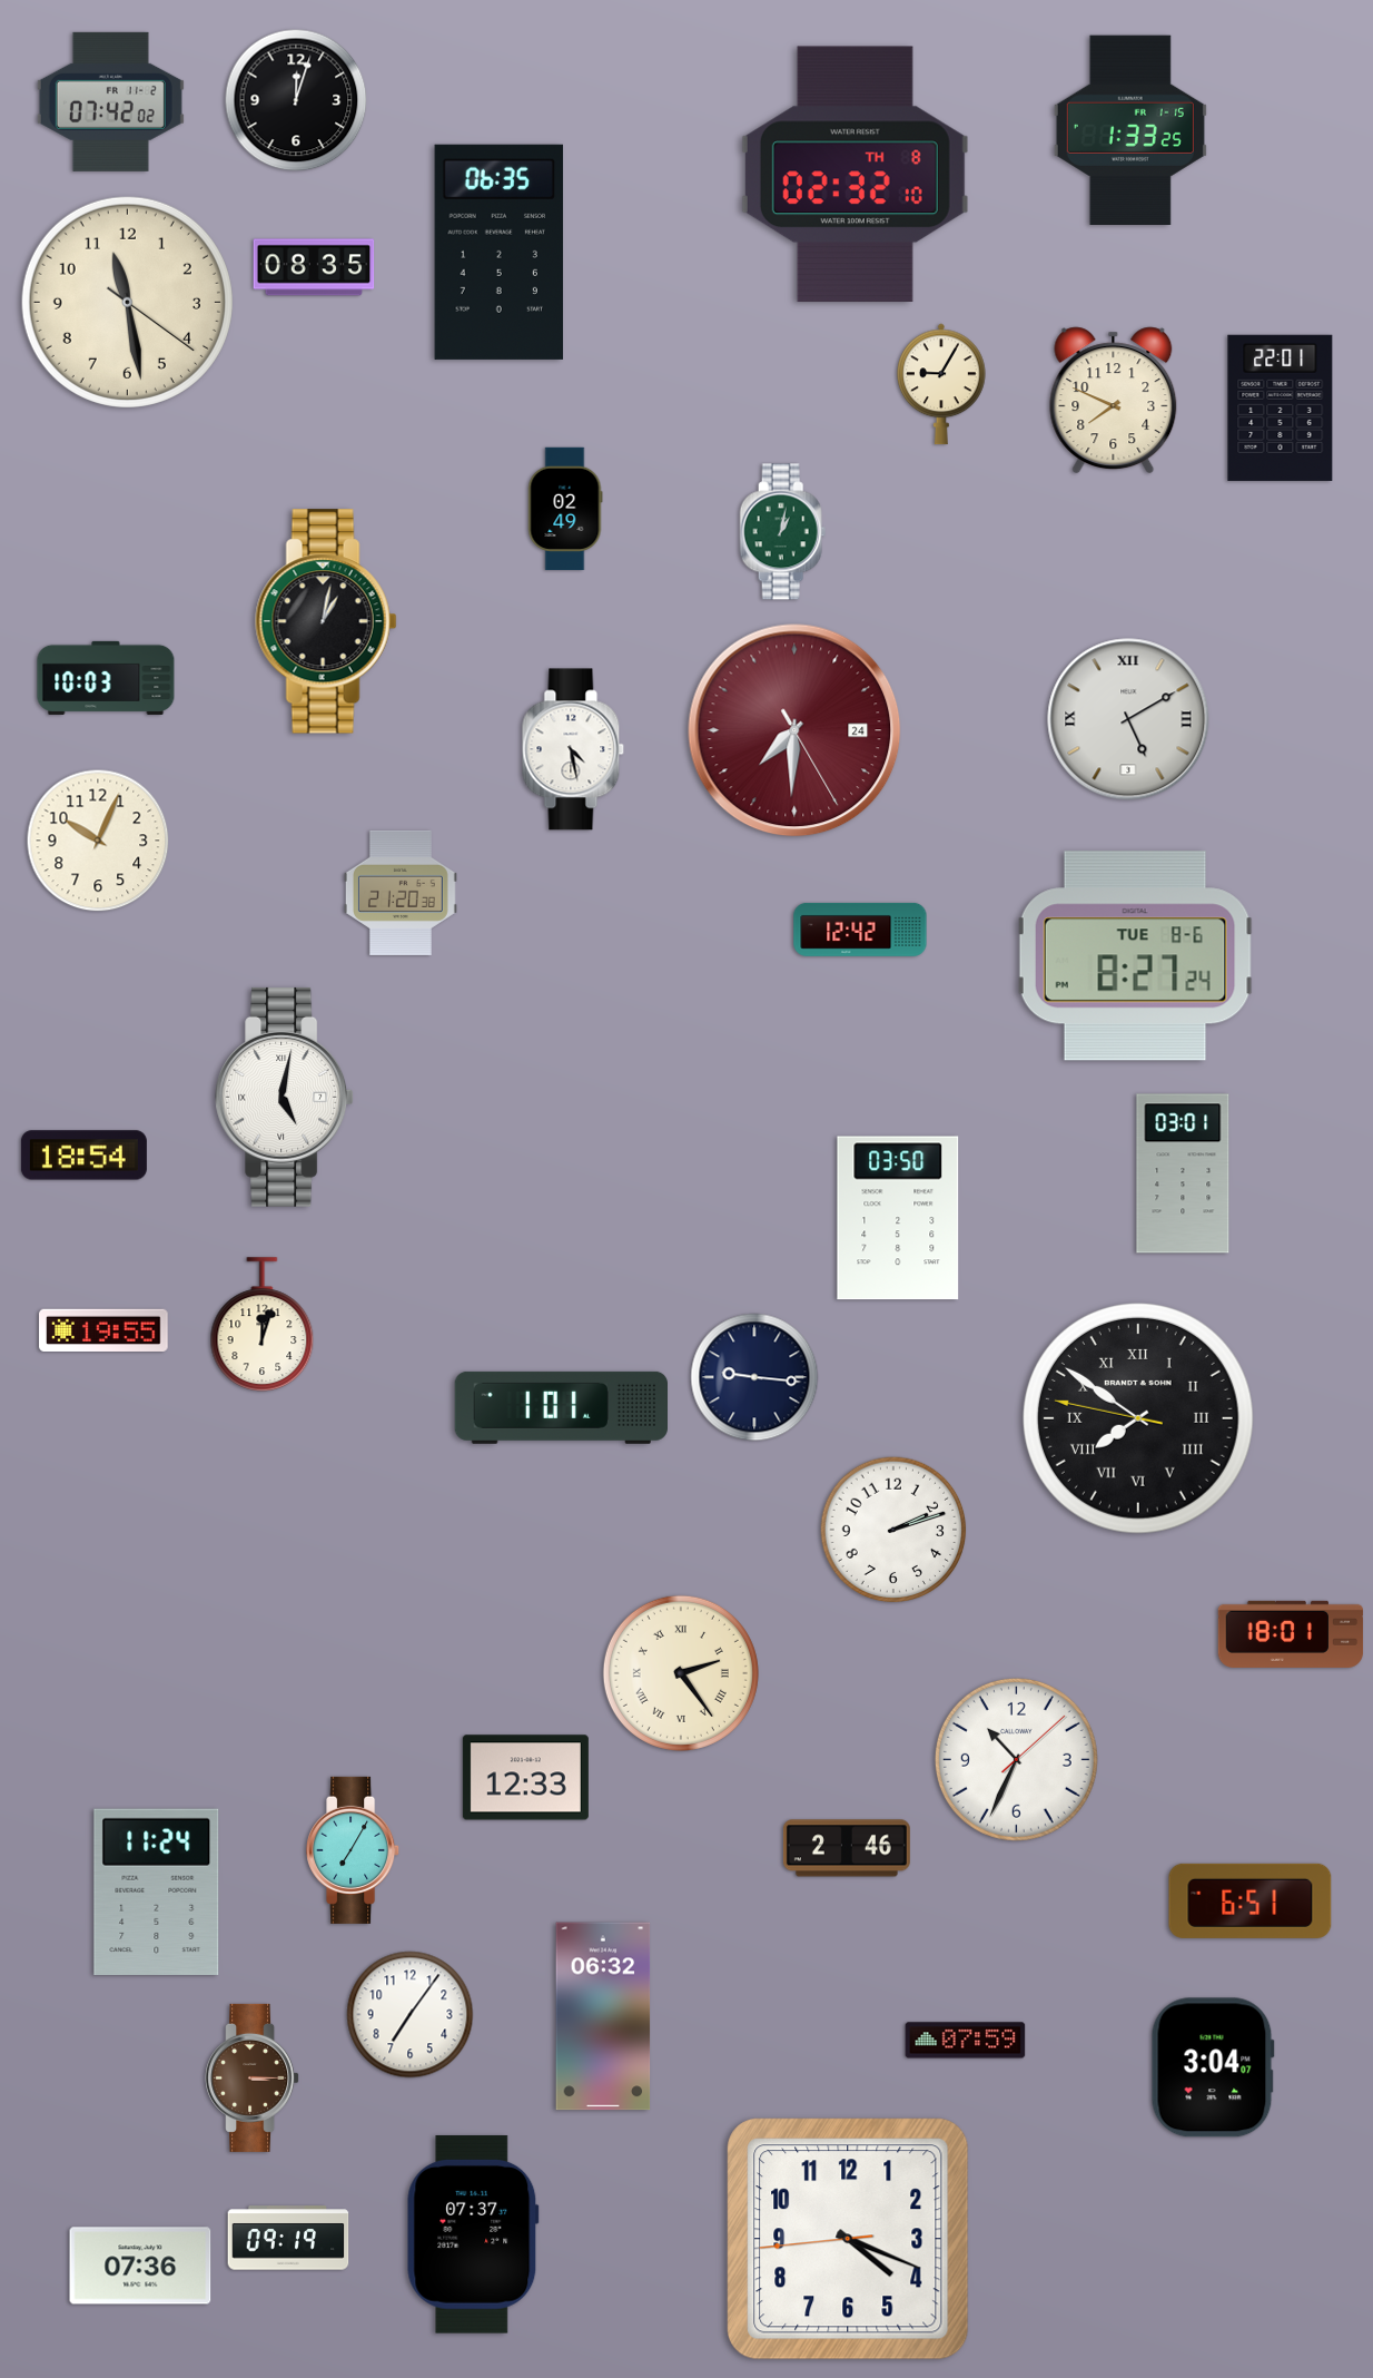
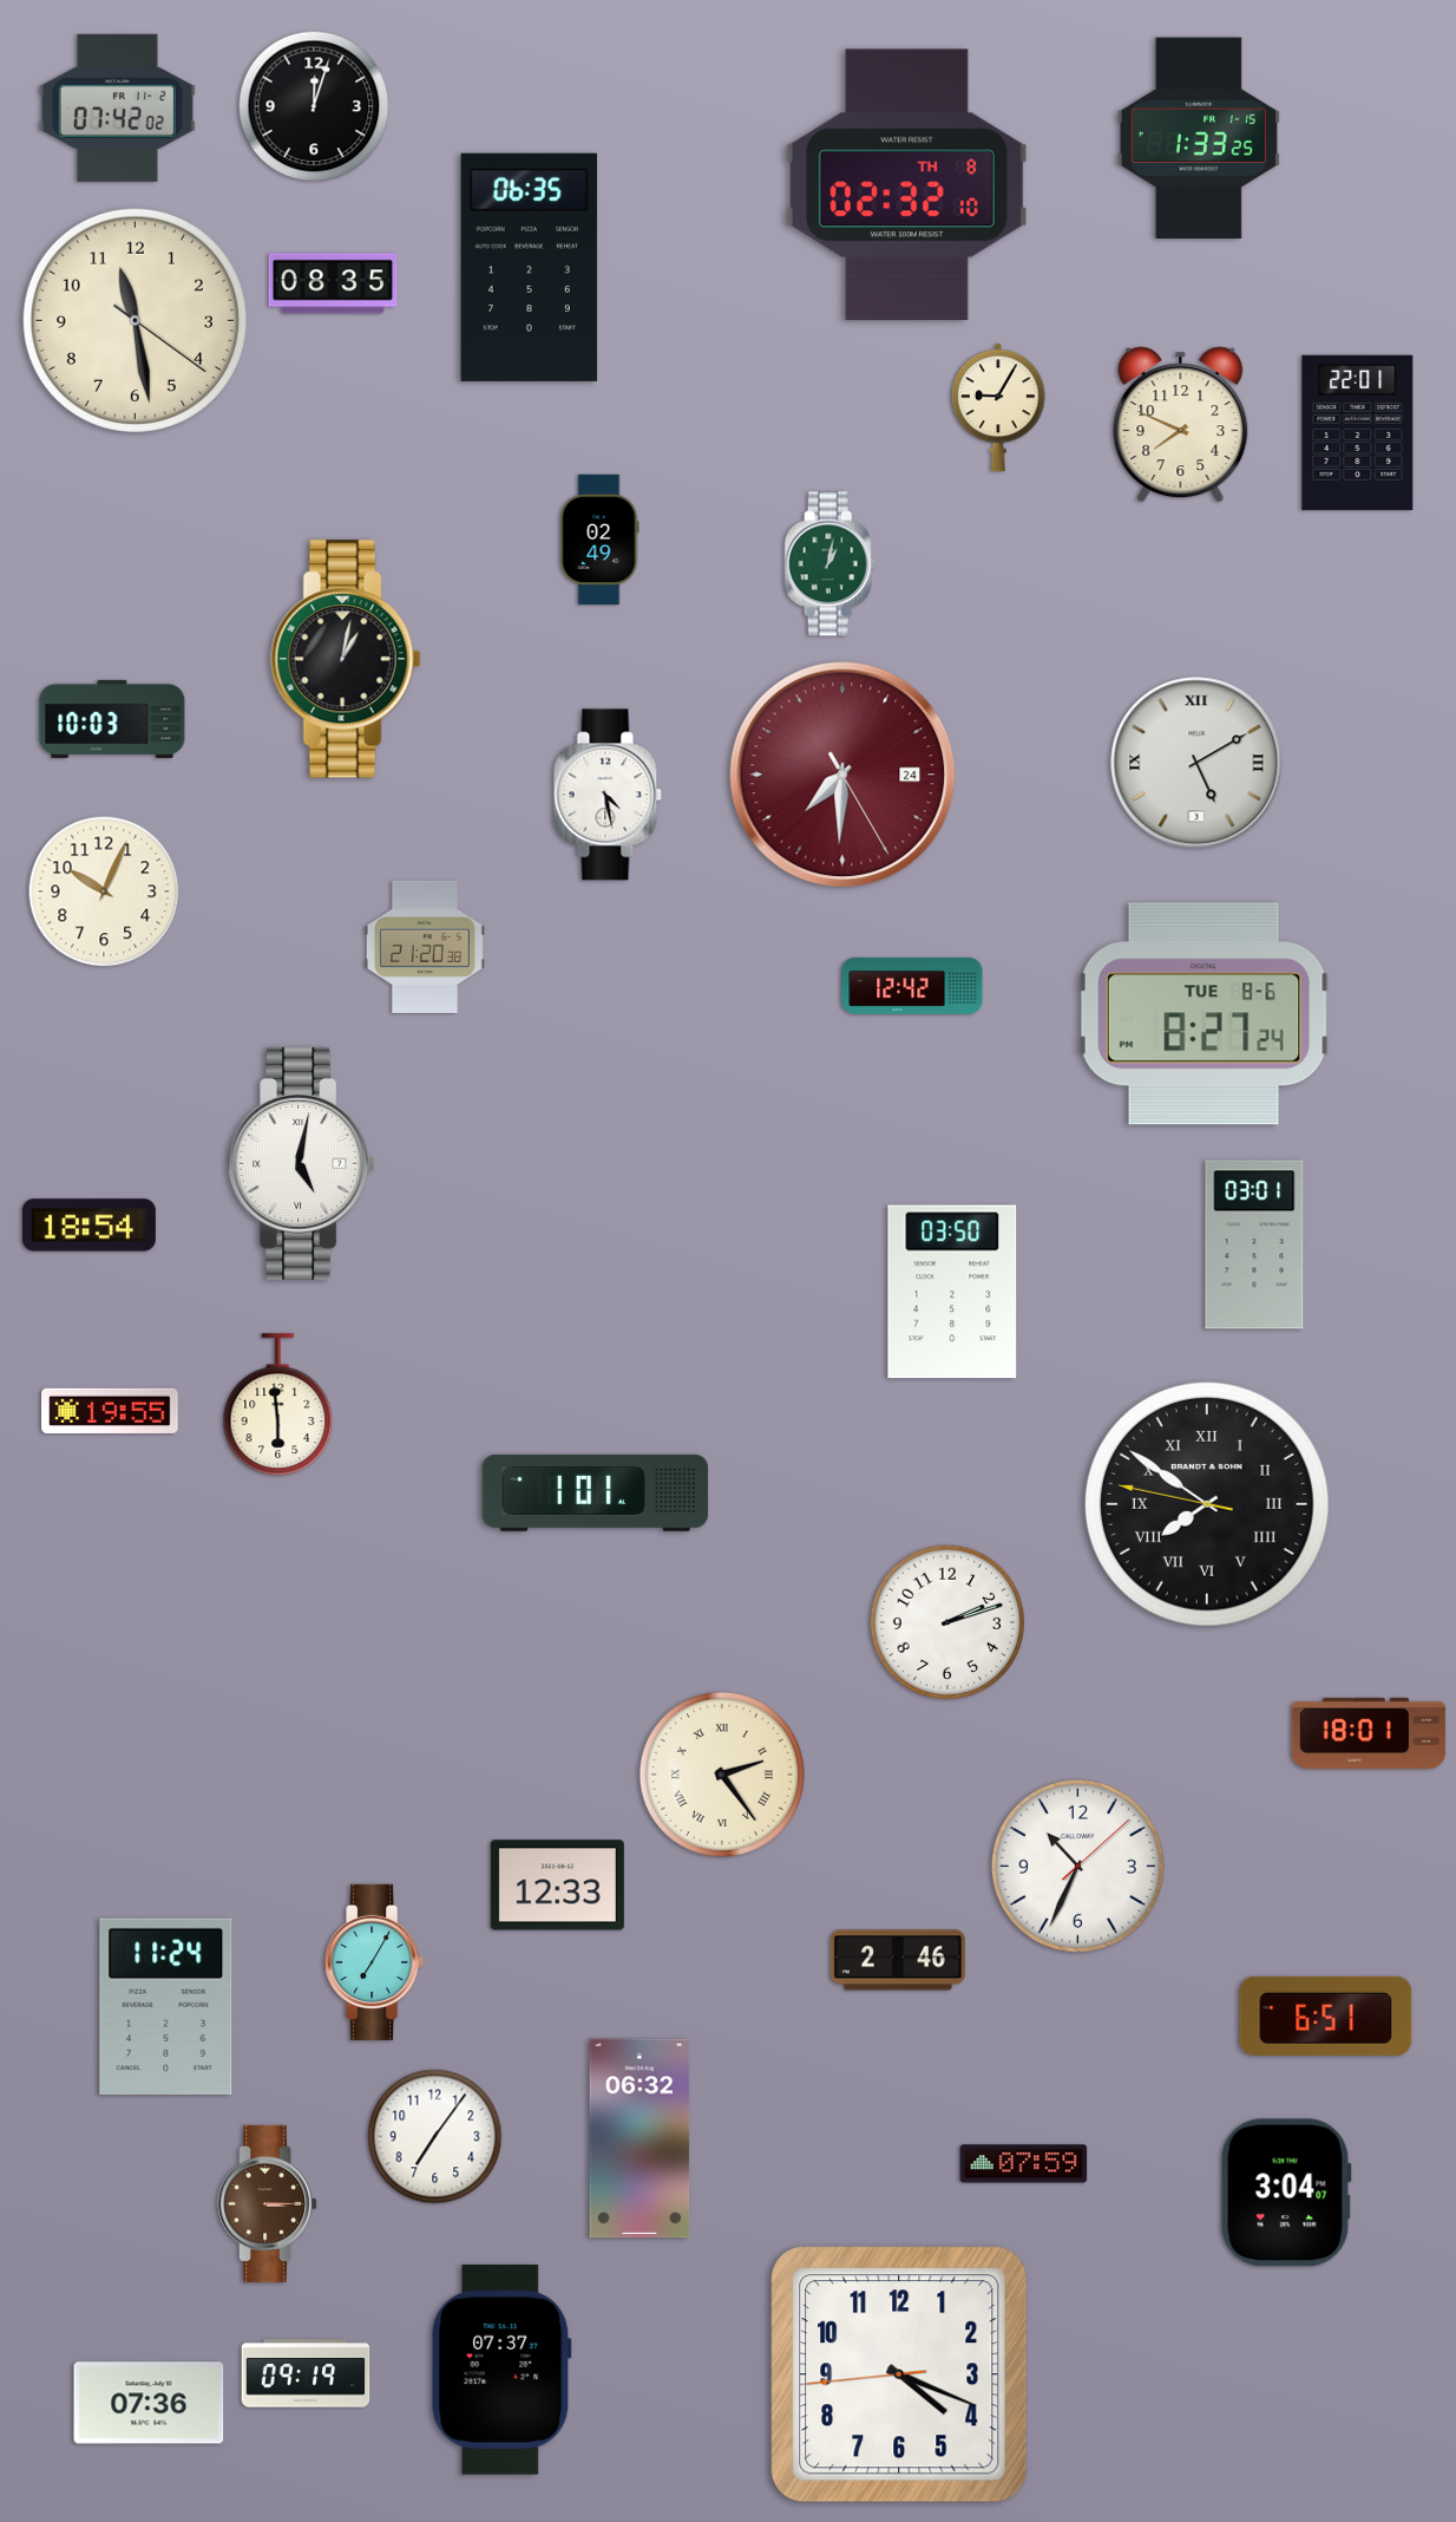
clock at (263, 1324): 12:03 -> 5:59
clock at (754, 1377): 9:16 -> none
